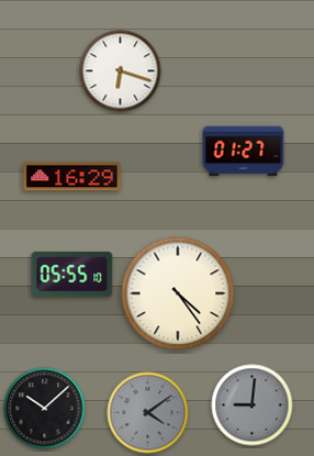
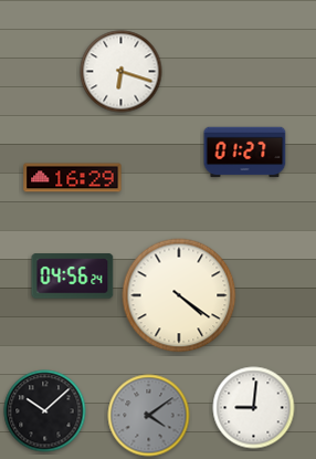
clock at (72, 275): 05:55 -> 04:56
clock at (178, 293): 4:24 -> 4:21
clock at (253, 405) dial: grey -> white
